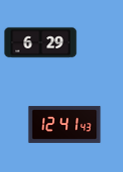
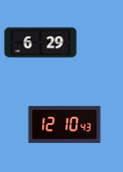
clock at (65, 124): 12:41 -> 12:10
